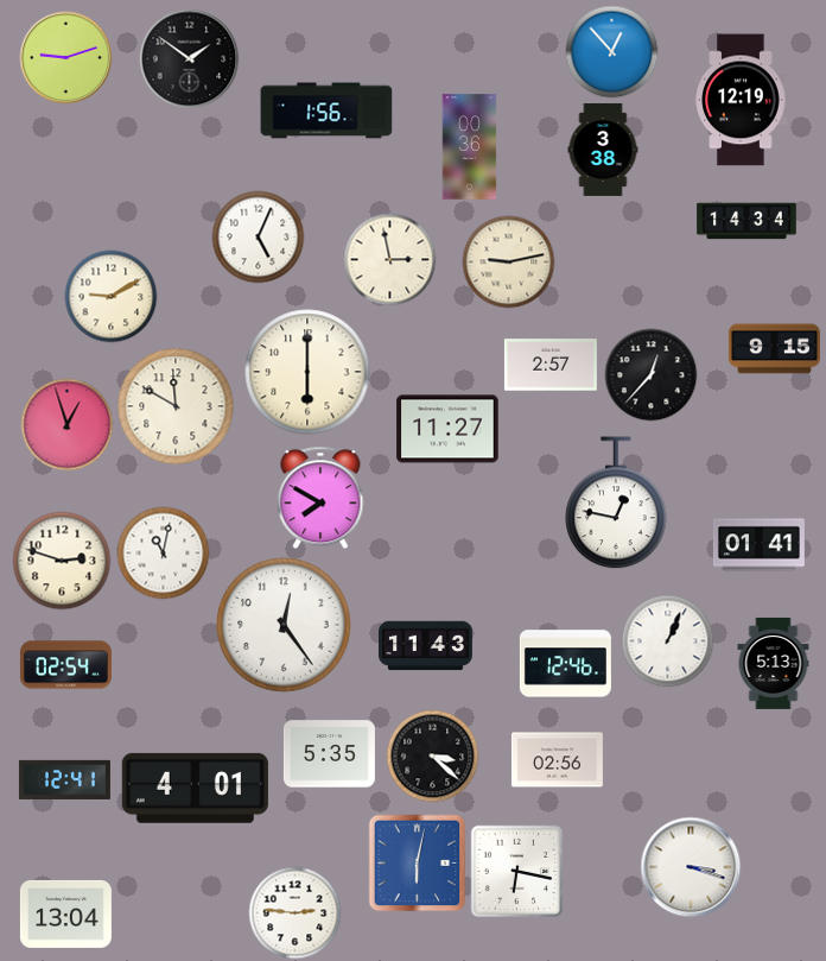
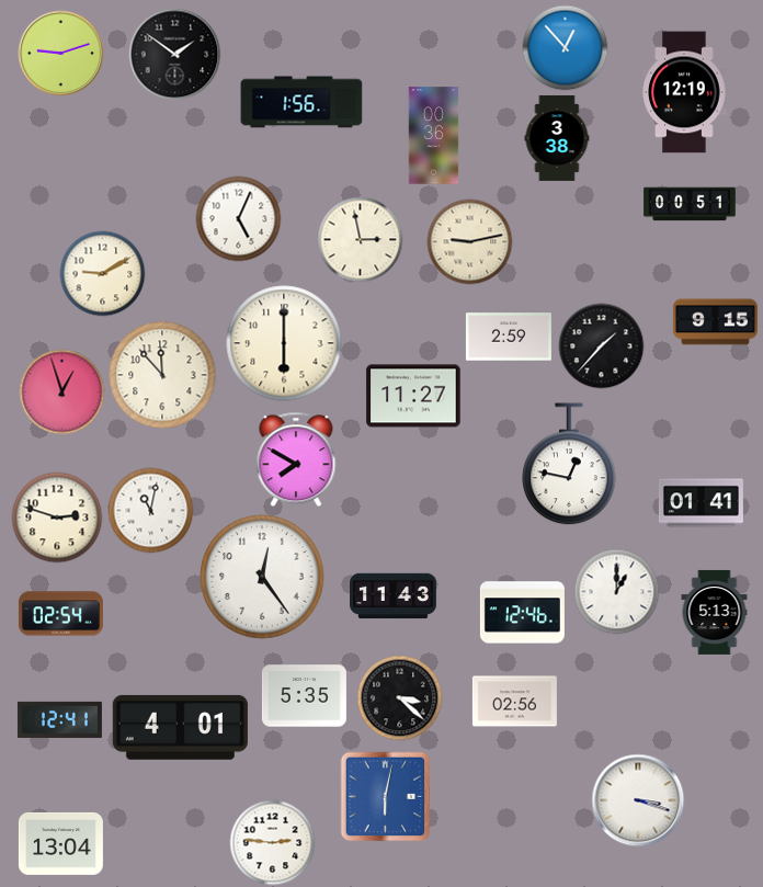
clock at (746, 221): 14:34 -> 00:51
clock at (551, 365): 2:57 -> 2:59
clock at (650, 374): 12:37 -> 1:37
clock at (176, 406): 11:50 -> 11:53
clock at (667, 640): 1:04 -> 1:00
clock at (516, 871): 6:17 -> none
